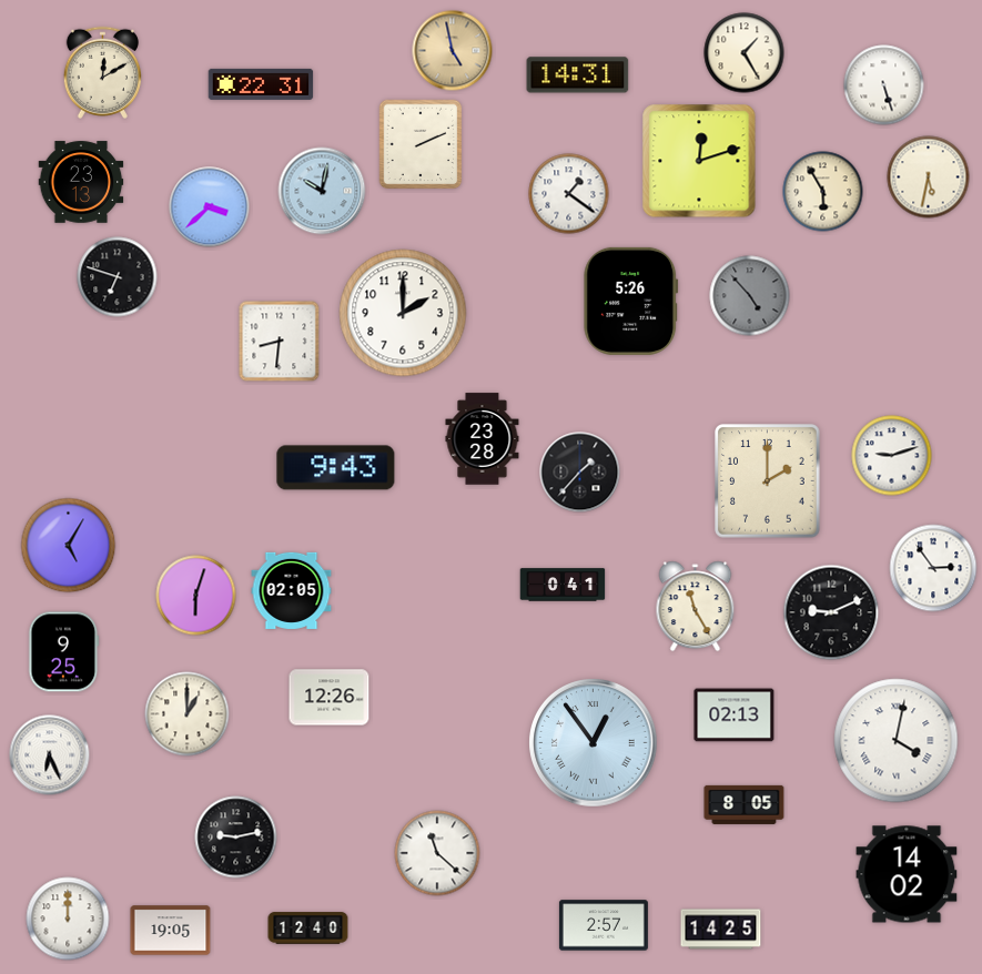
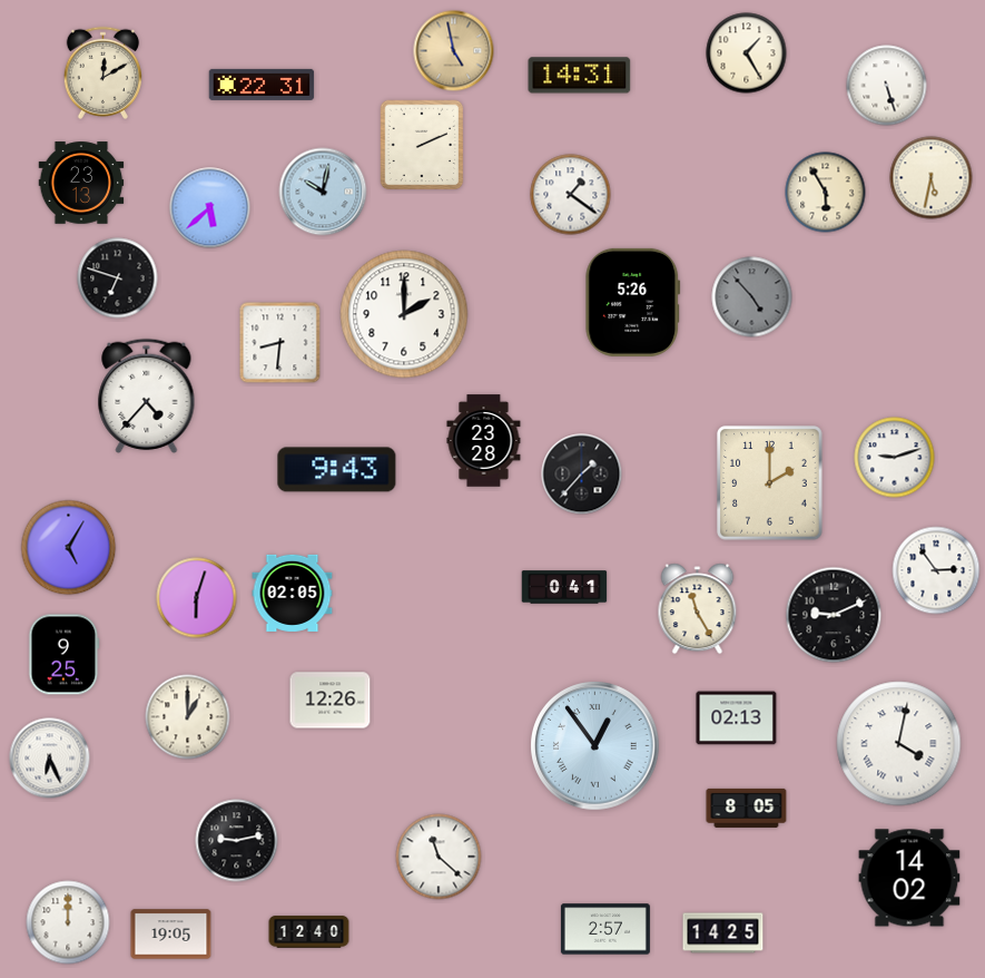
clock at (699, 161): 12:12 -> none
clock at (210, 207): 3:38 -> 5:38
clock at (147, 395): none -> 4:37
